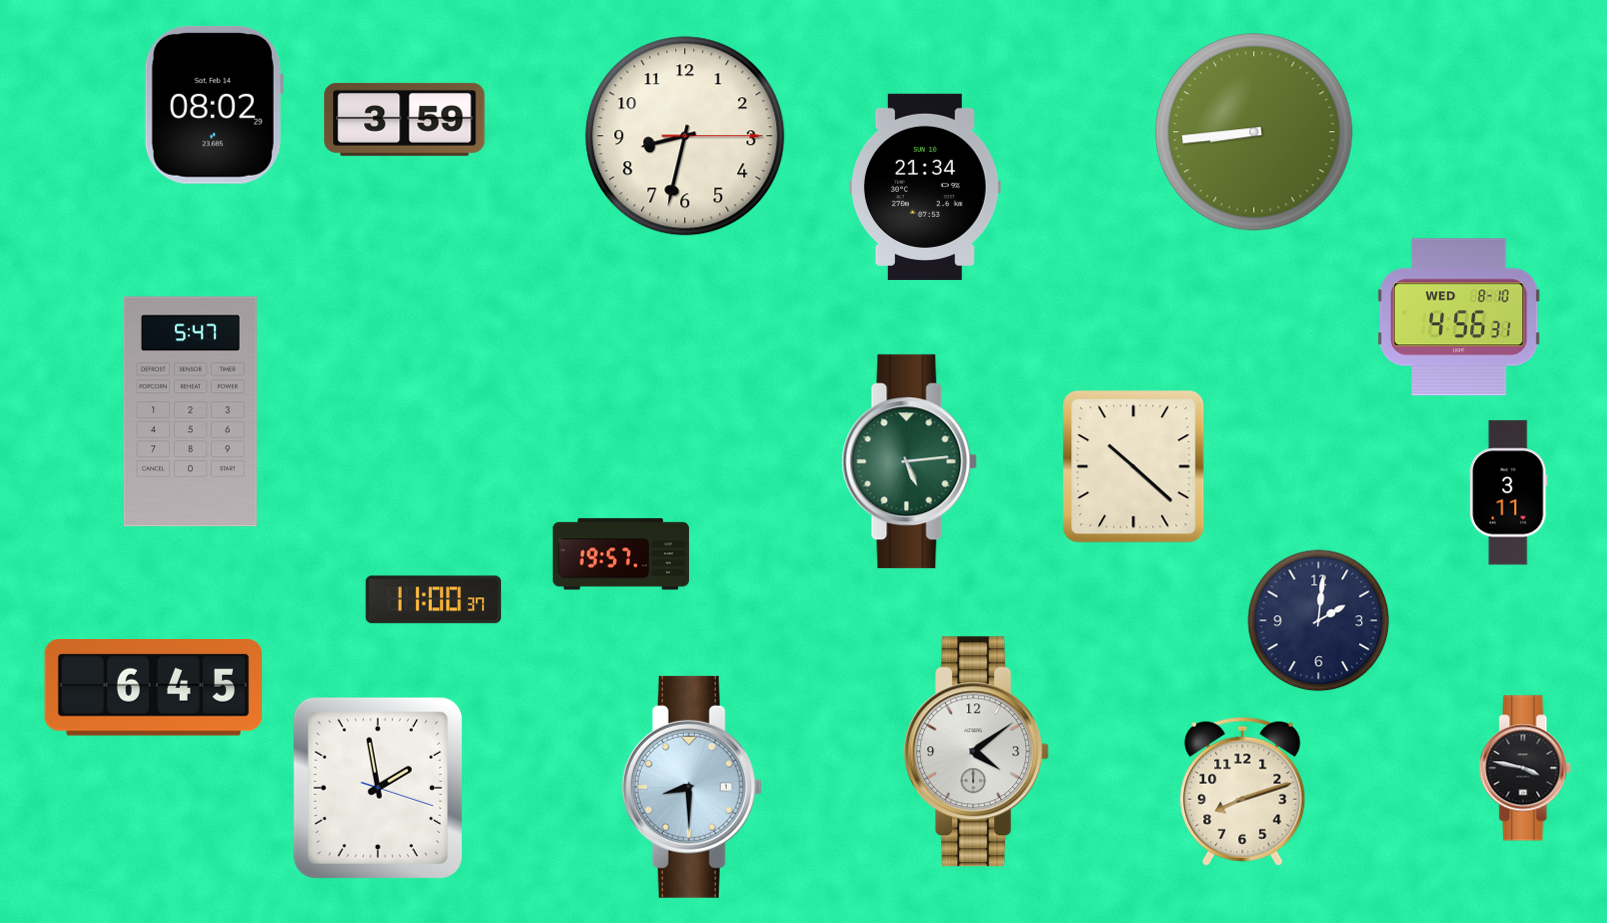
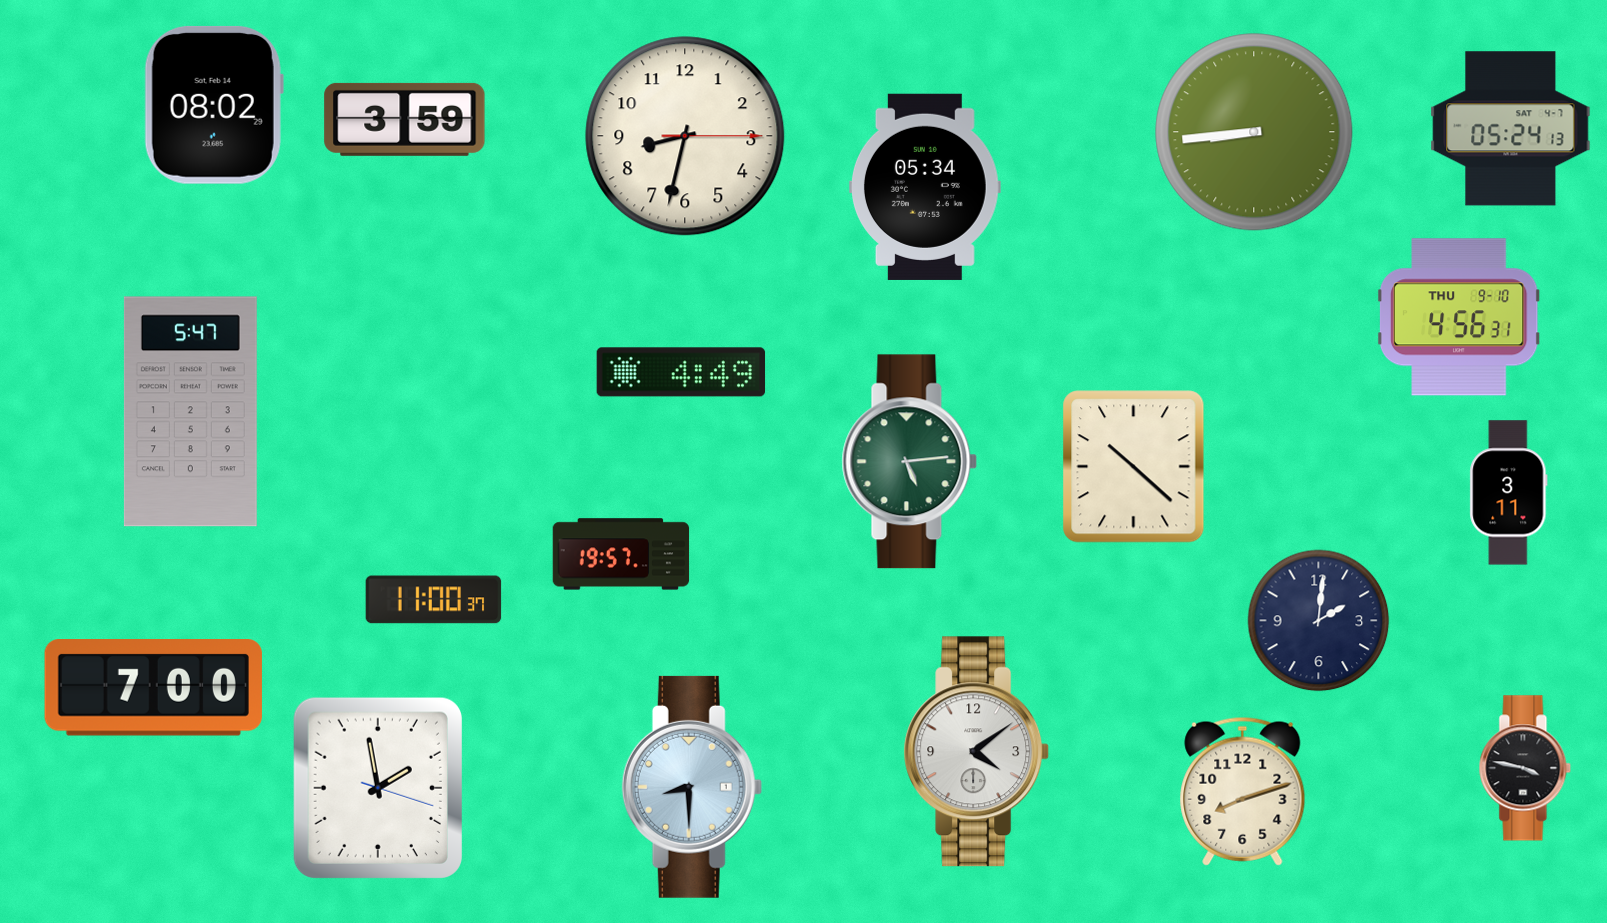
clock at (1511, 129): none -> 05:24
clock at (925, 187): 21:34 -> 05:34
clock at (1459, 317) date: WED 8-10 -> THU 9-10
clock at (681, 372): none -> 4:49
clock at (153, 688): 6:45 -> 7:00
